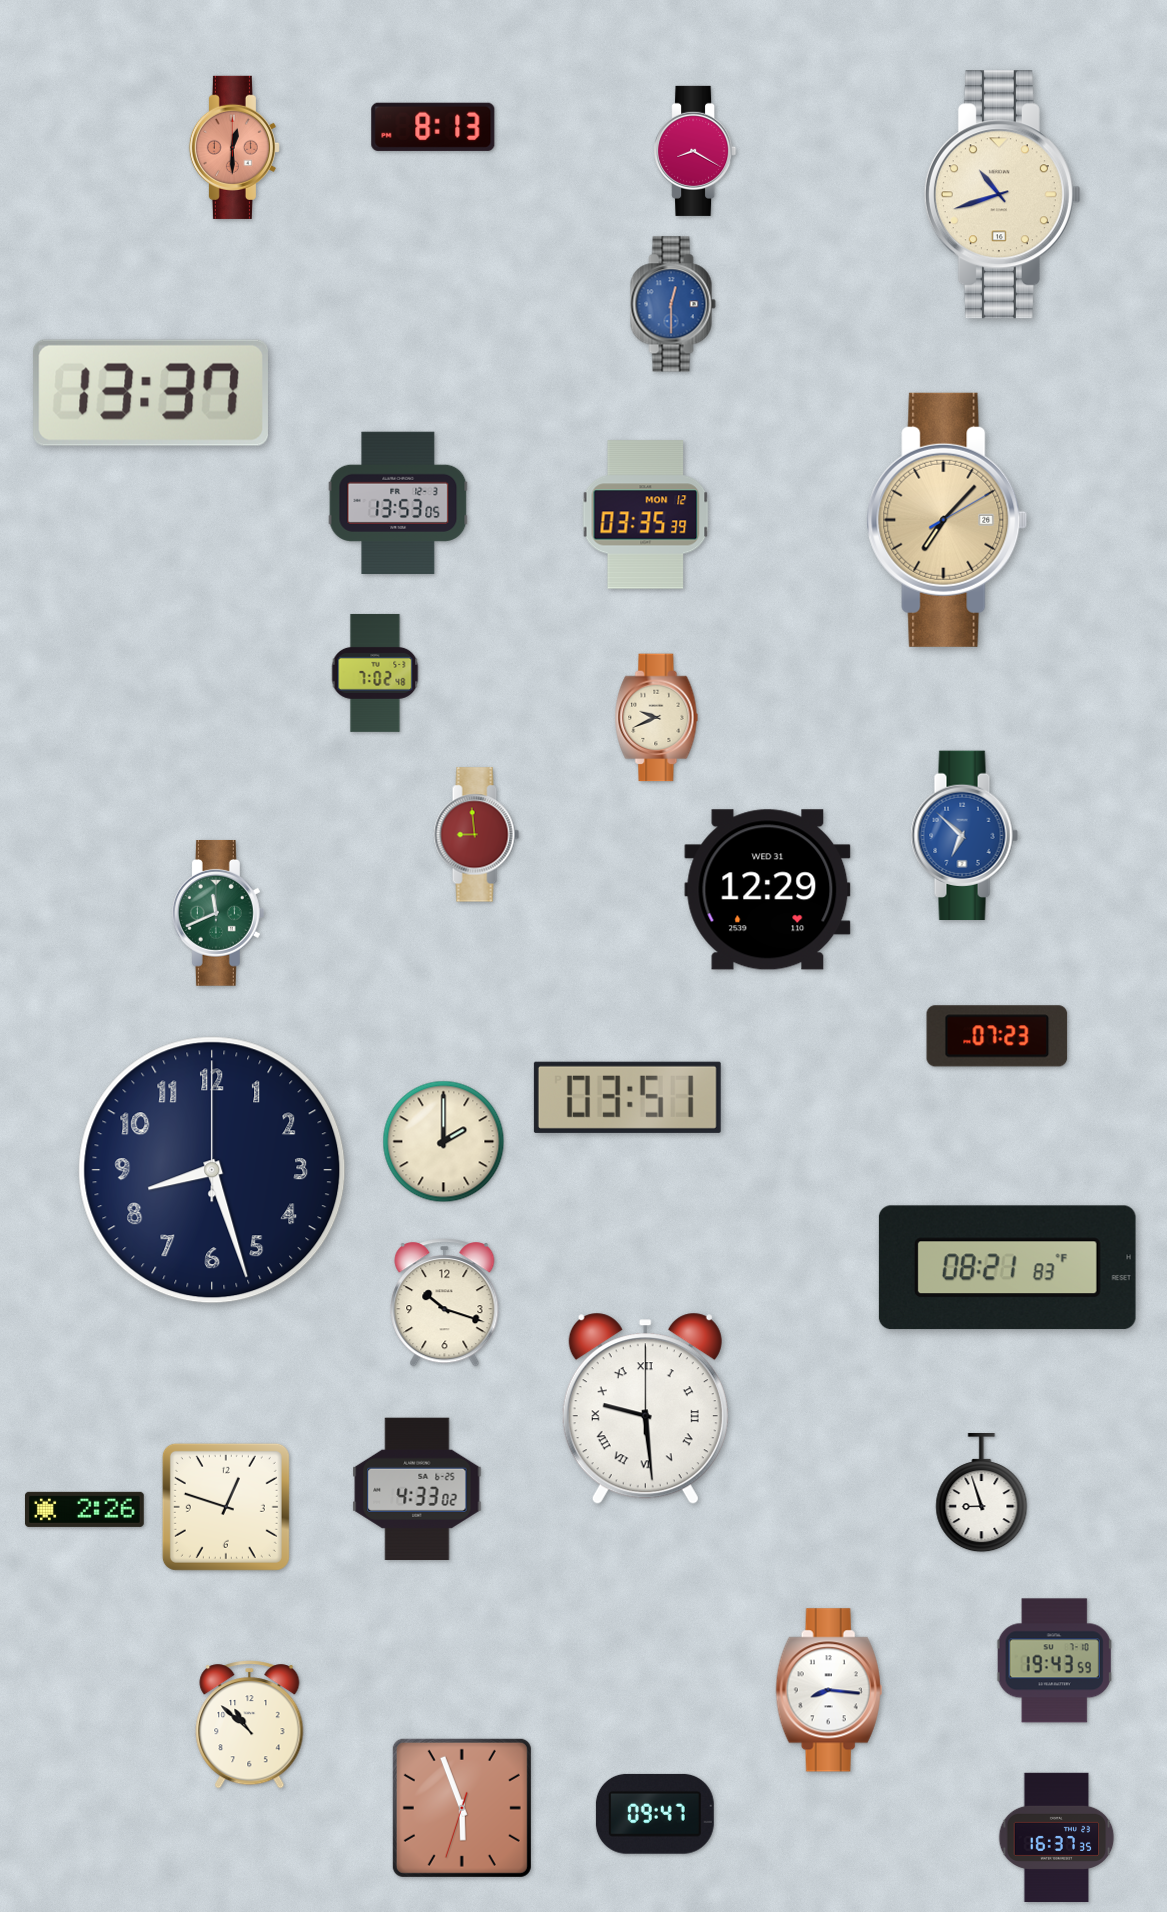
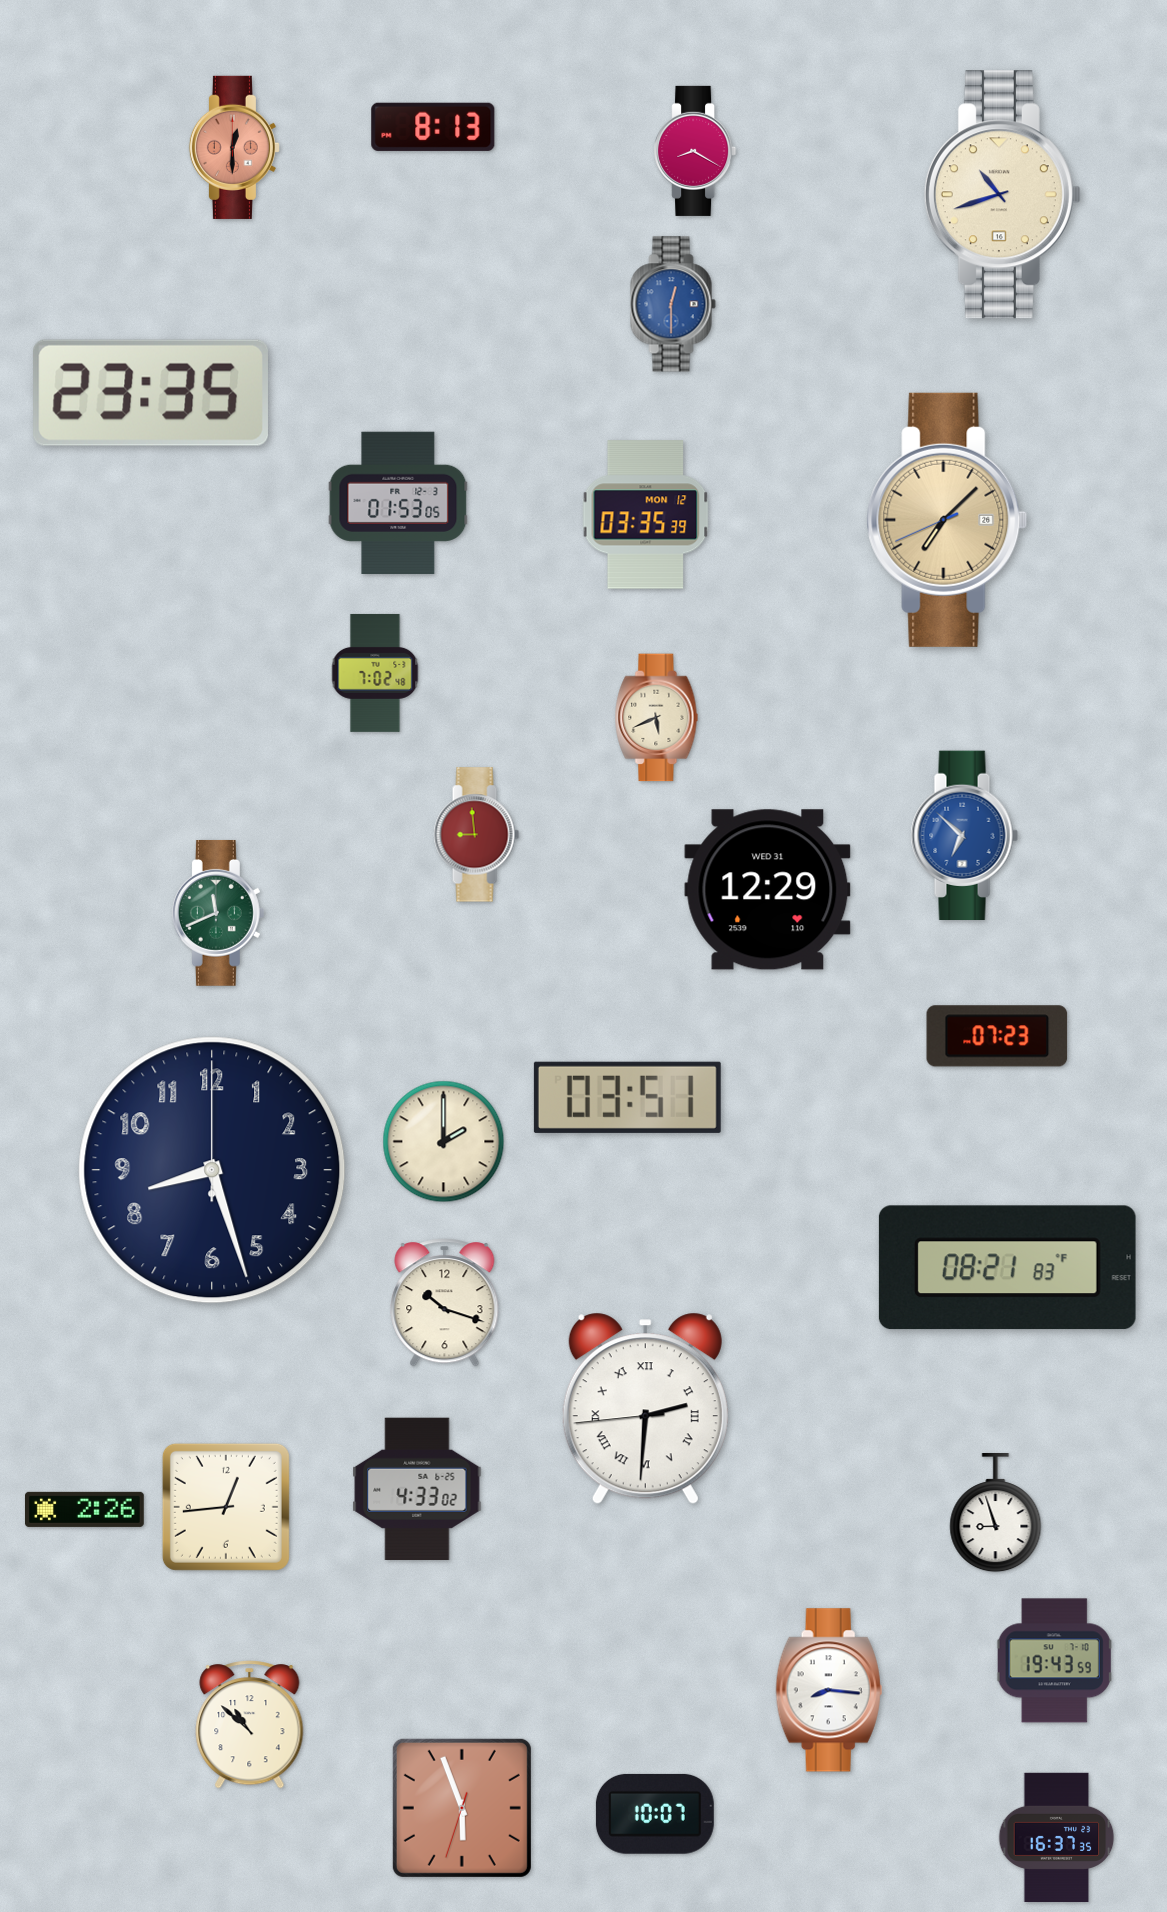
clock at (151, 393): 13:37 -> 23:35
clock at (398, 502): 13:53 -> 01:53
clock at (947, 520): 7:07:10 -> 7:07:41
clock at (657, 718): 9:41 -> 5:41
clock at (645, 1409): 9:29 -> 2:30
clock at (982, 1494) position: (982, 1494) -> (996, 1514)
clock at (226, 1507): 12:48 -> 12:44
clock at (655, 1814): 09:47 -> 10:07
